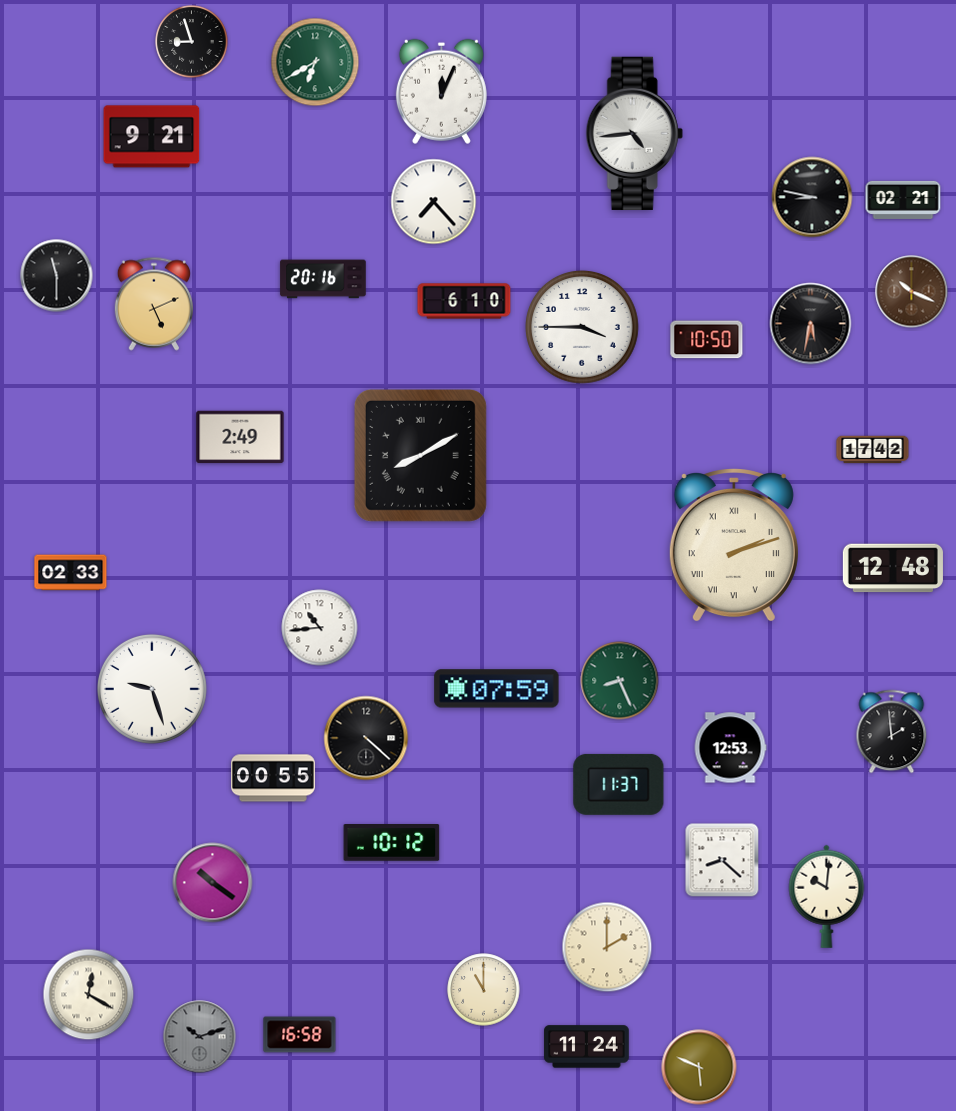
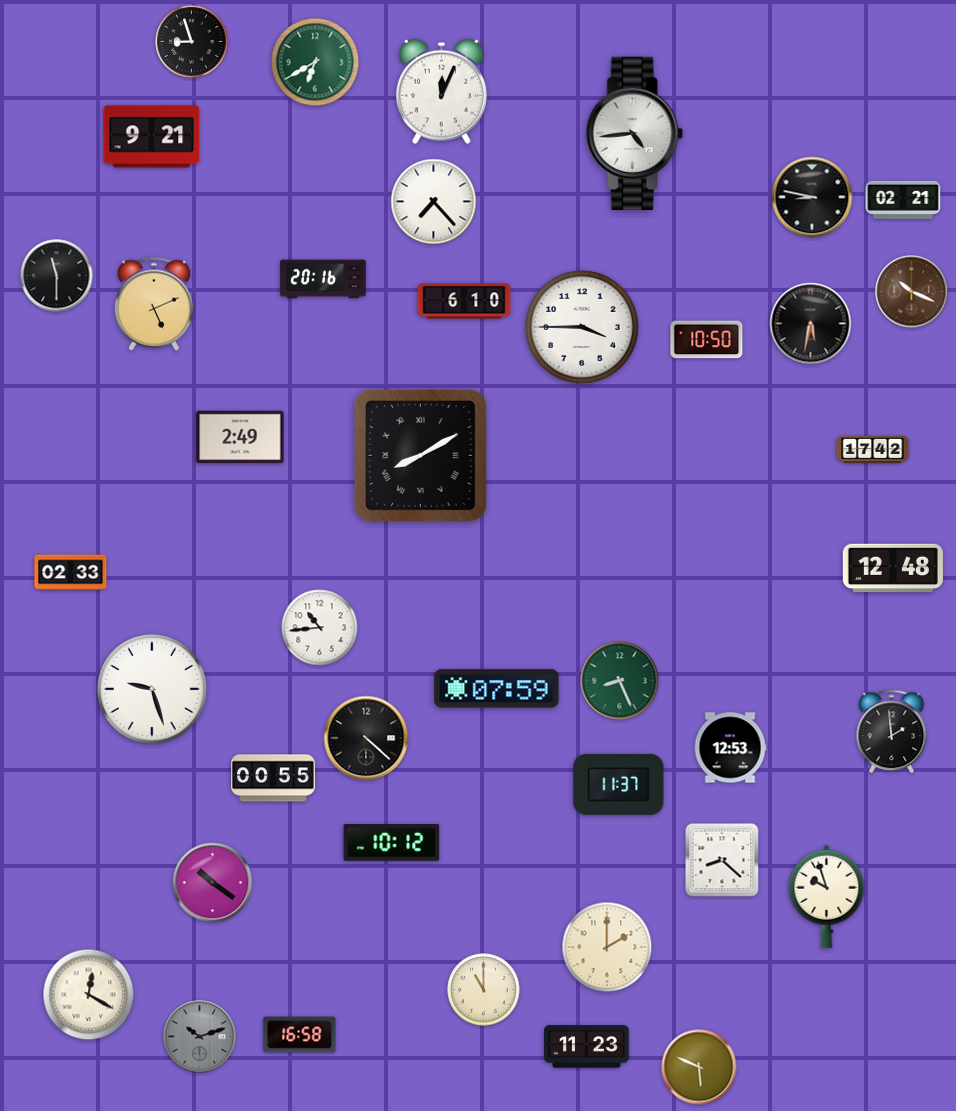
clock at (734, 546): 2:12 -> none
clock at (827, 896): 10:01 -> 9:57
clock at (587, 1047): 11:24 -> 11:23
